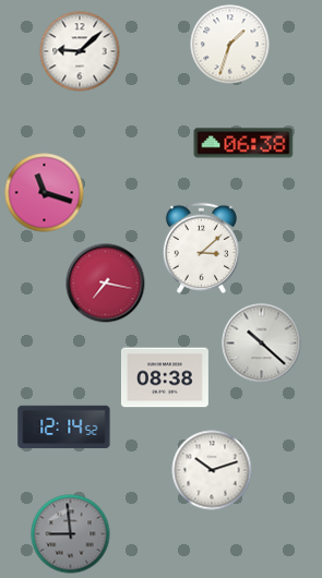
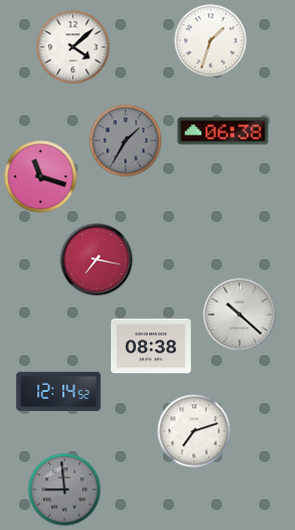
clock at (80, 51): 9:08 -> 4:08
clock at (126, 141): none -> 1:35
clock at (201, 248): 3:08 -> none
clock at (212, 470): 10:12 -> 7:12
